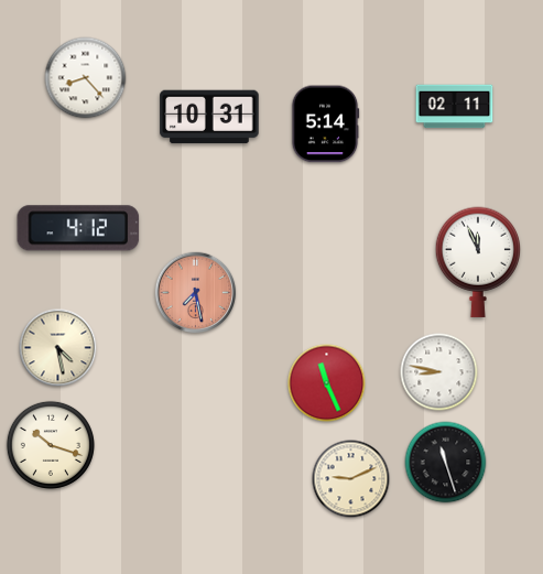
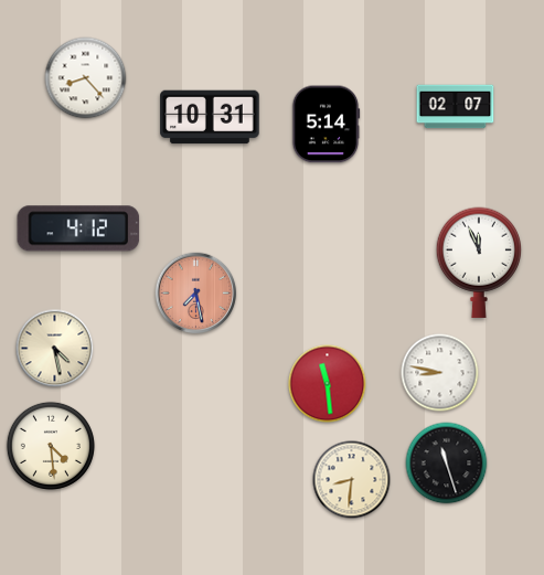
clock at (455, 107): 02:11 -> 02:07
clock at (58, 348) position: (58, 348) -> (55, 349)
clock at (327, 383): 11:26 -> 11:29
clock at (51, 445): 10:18 -> 4:29
clock at (351, 479): 9:11 -> 8:31
